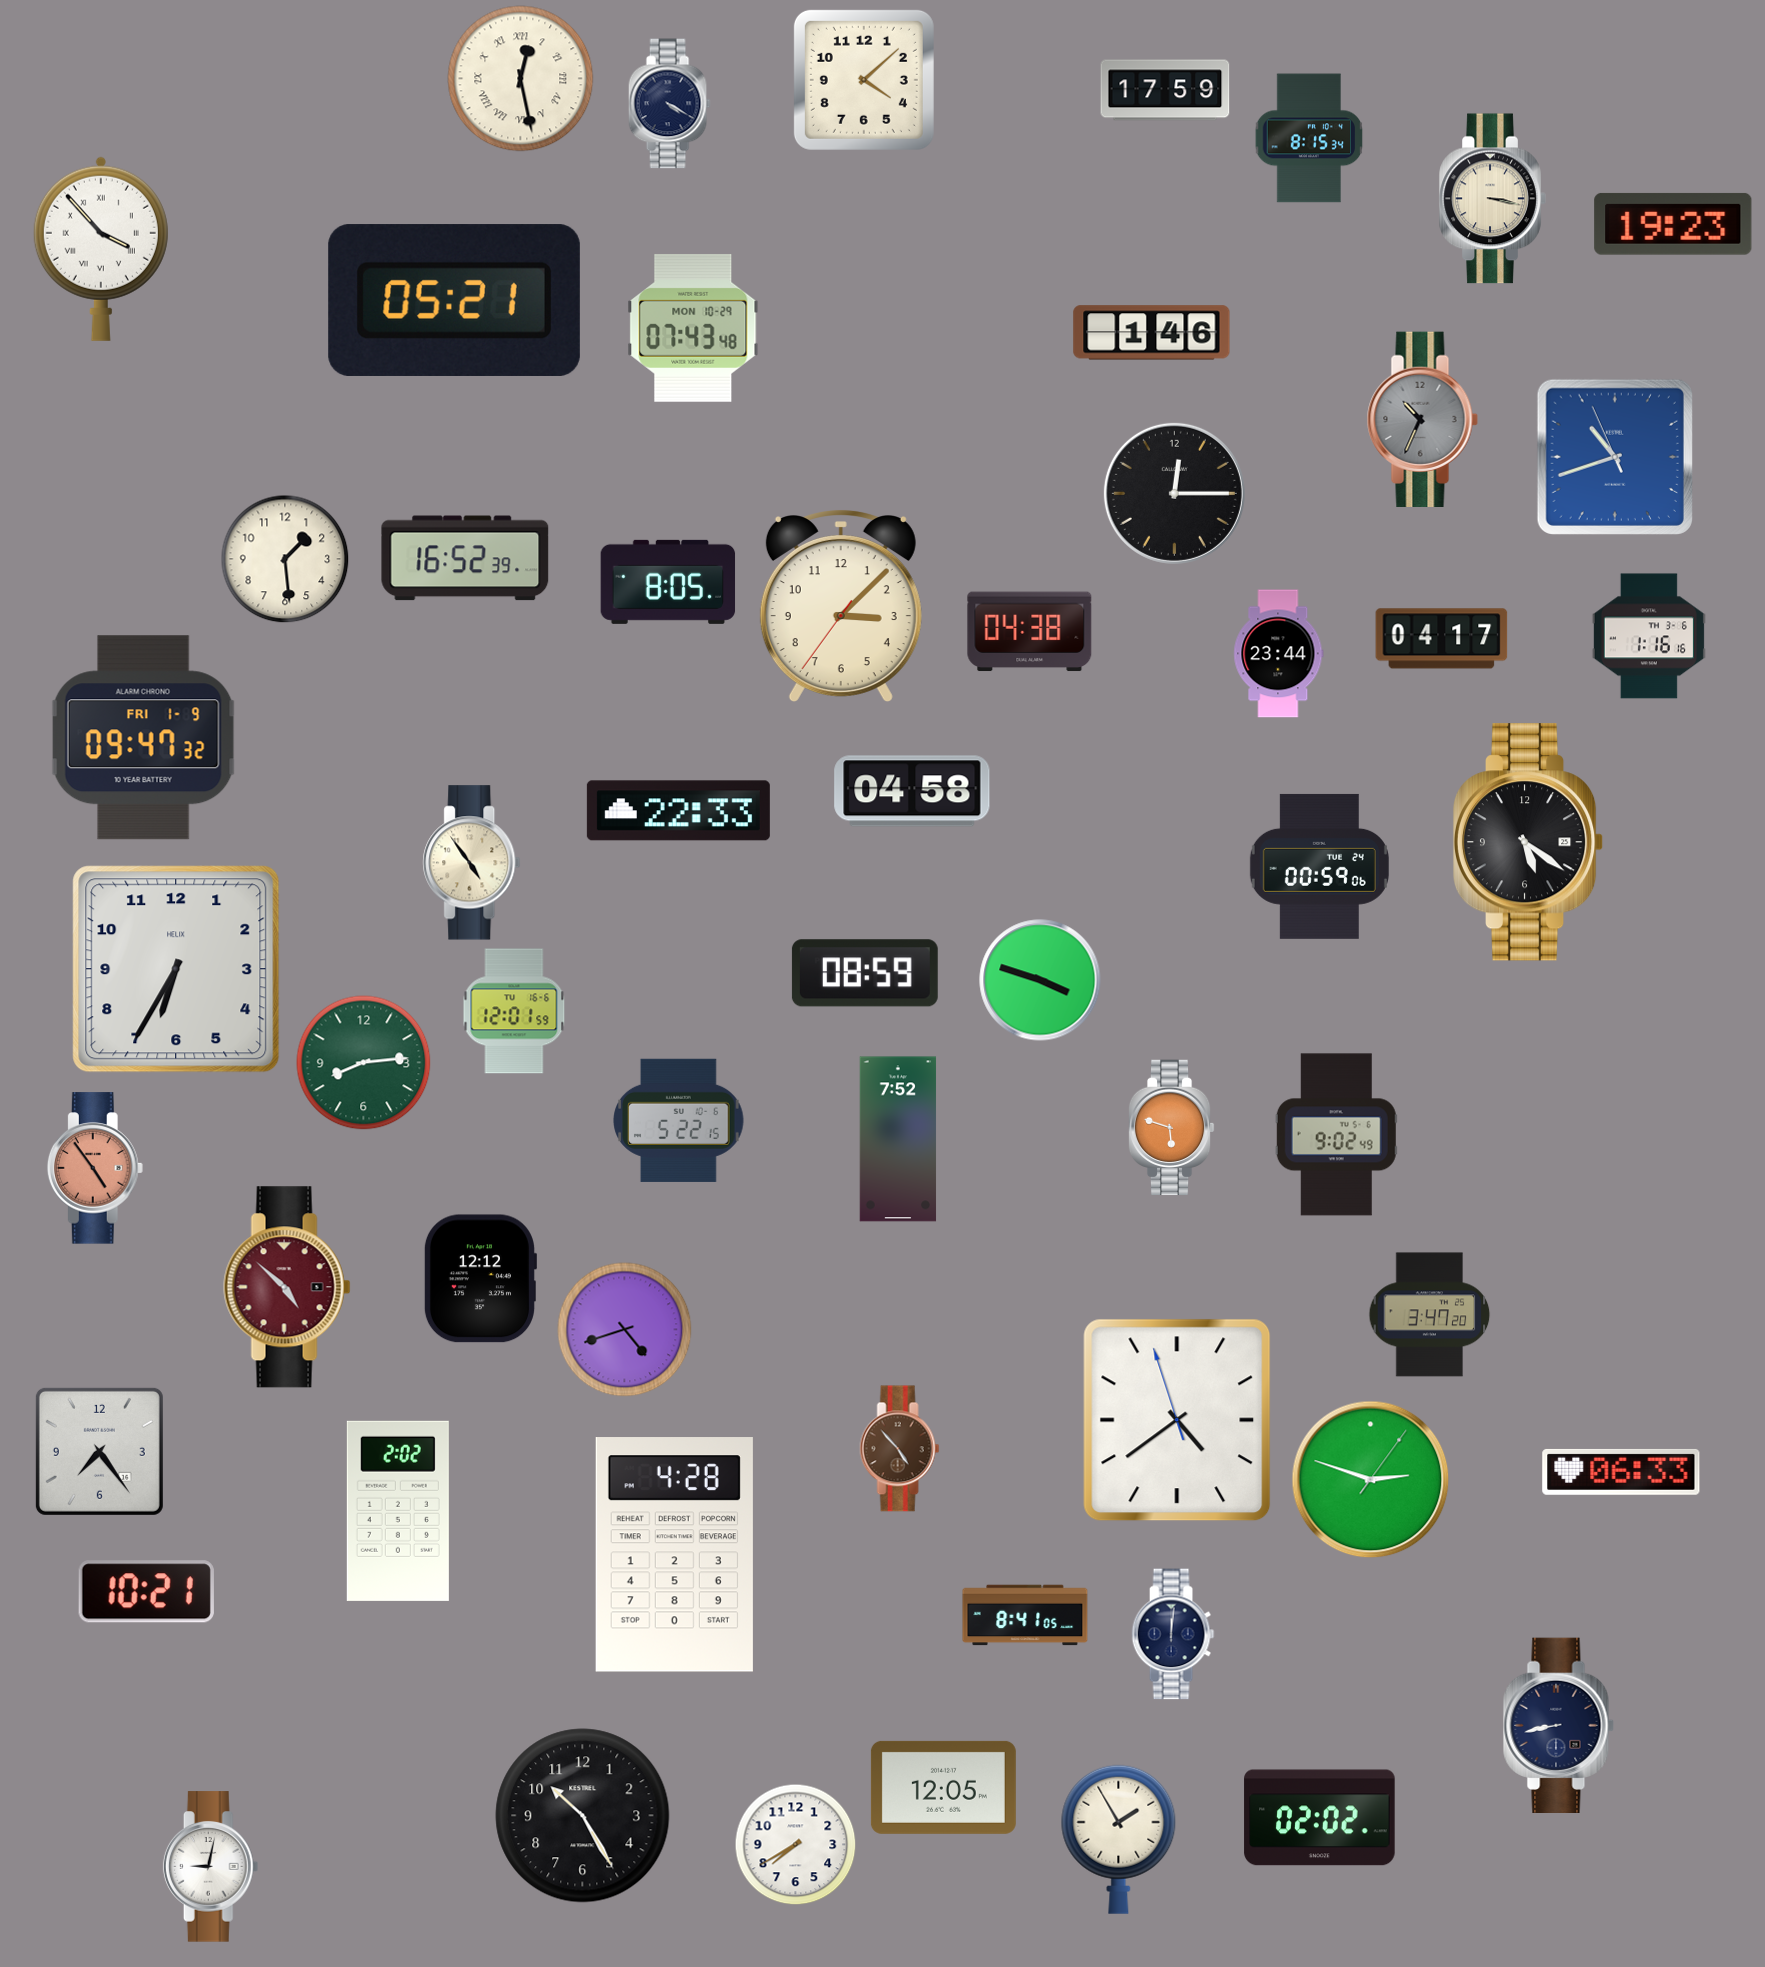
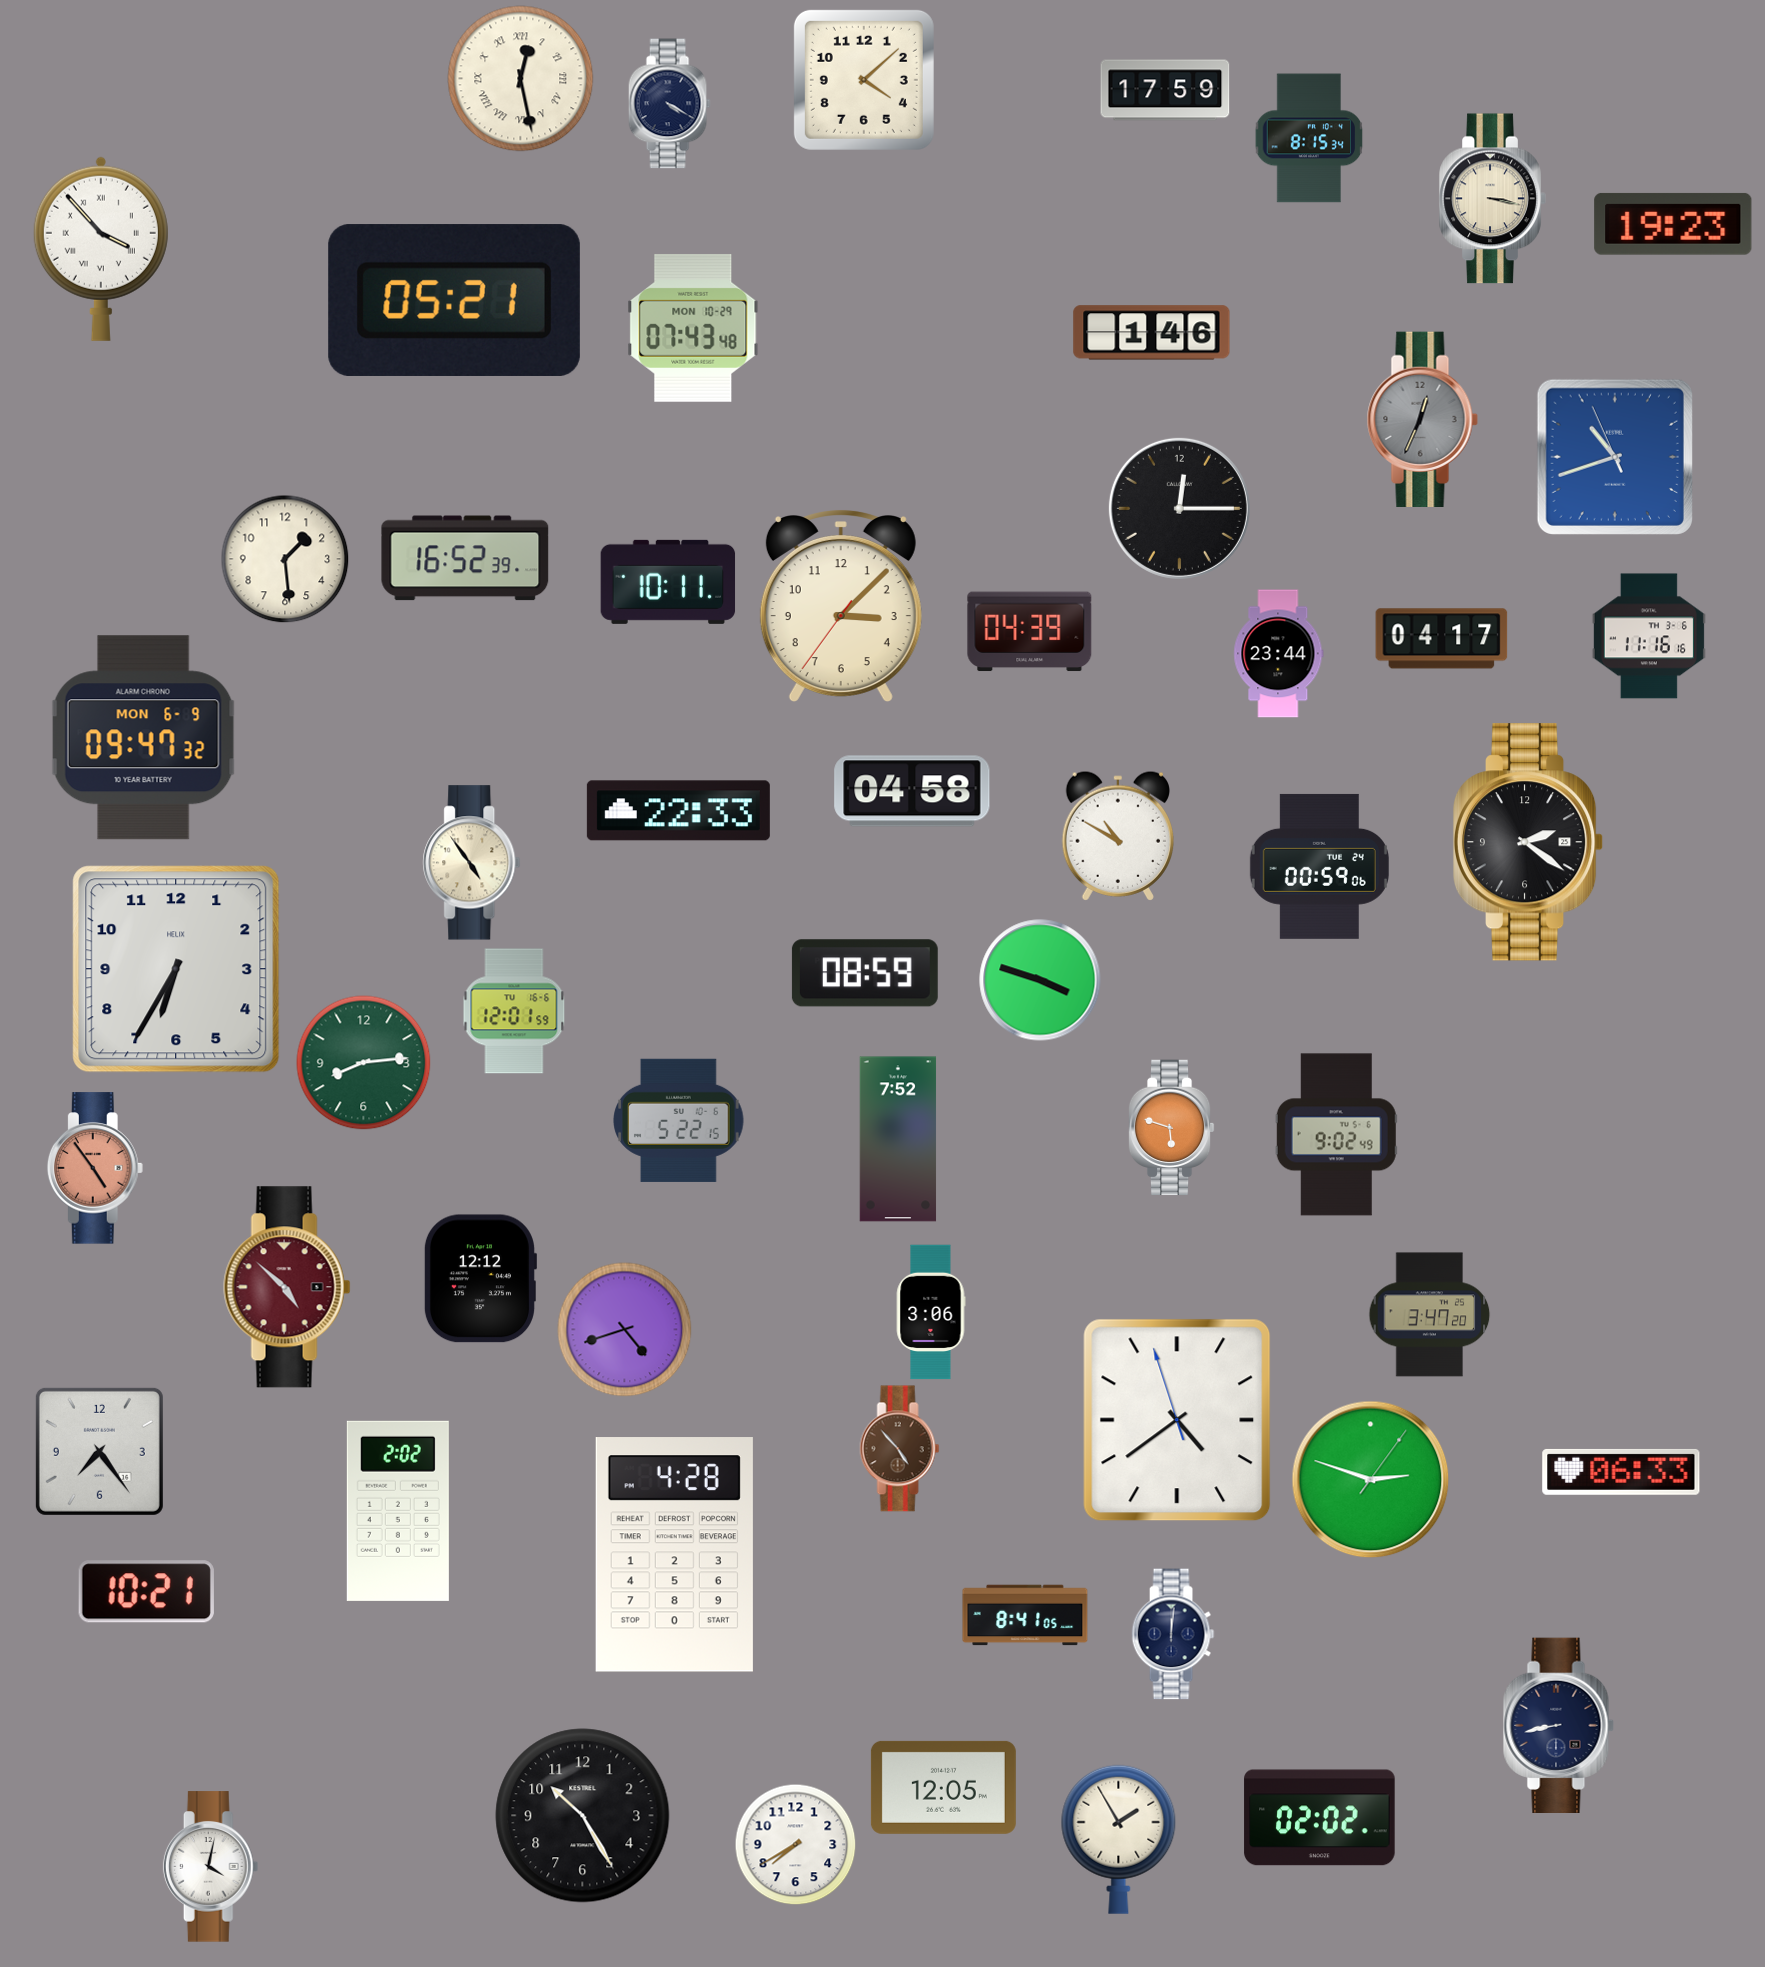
clock at (1422, 419): 10:34 -> 12:34
clock at (1174, 493) position: (1174, 493) -> (1179, 508)
clock at (668, 582): 8:05 -> 10:11
clock at (1030, 632): 04:38 -> 04:39
clock at (1649, 636): 1:16 -> 11:16
clock at (143, 738) date: FRI 1-9 -> MON 6-9
clock at (1117, 836): none -> 10:50
clock at (1528, 842): 5:21 -> 2:21
clock at (931, 1312): none -> 3:06
clock at (211, 1867): 9:02 -> 4:02
